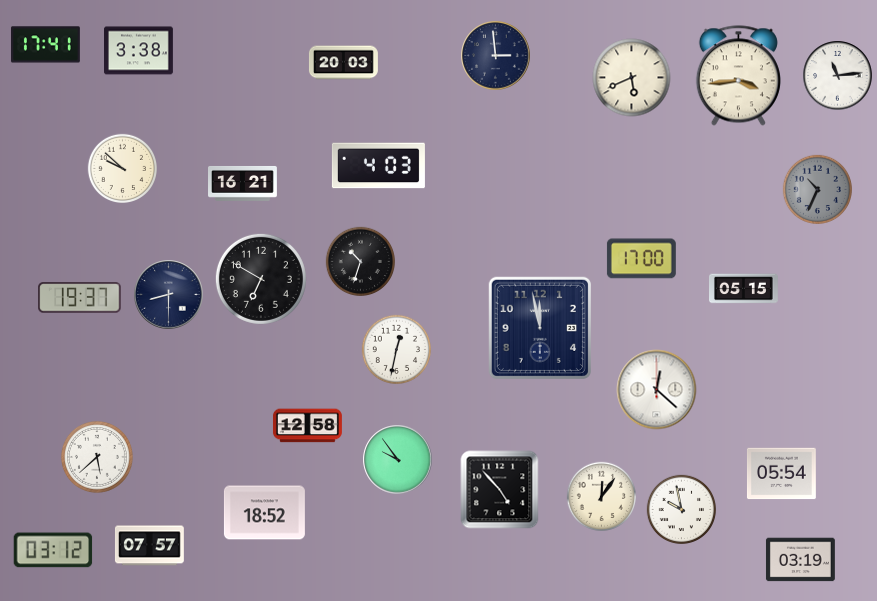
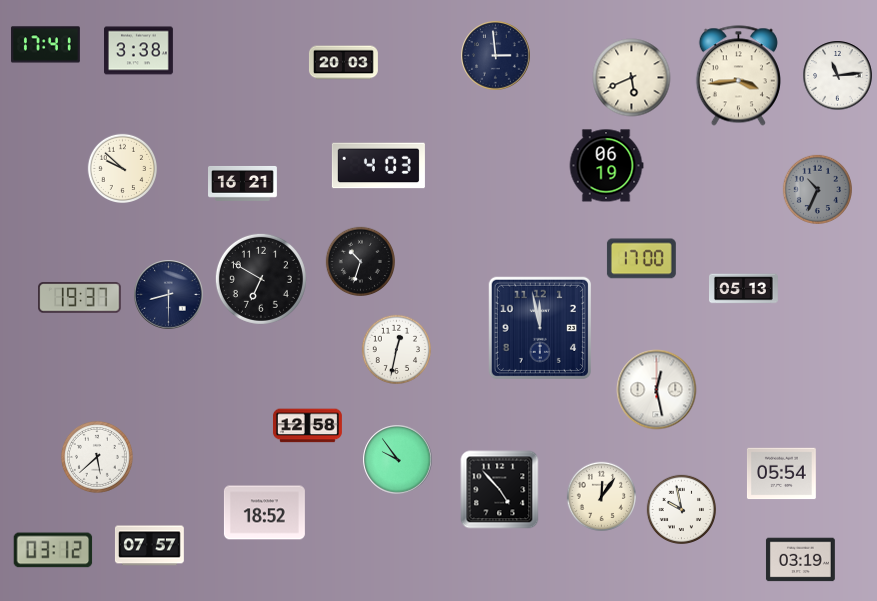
clock at (606, 166): none -> 06:19
clock at (744, 289): 05:15 -> 05:13
clock at (657, 390): 12:22 -> 12:28
